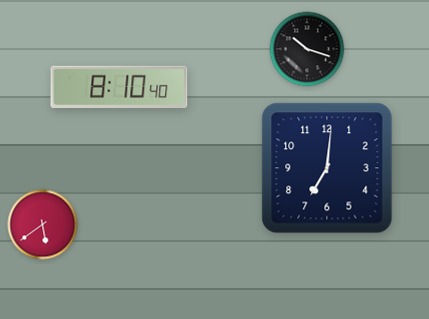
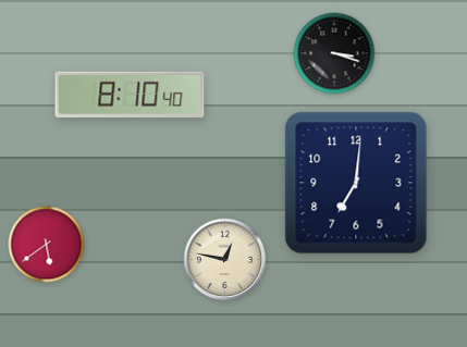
clock at (307, 49): 10:18 -> 3:18
clock at (225, 260): none -> 12:47
